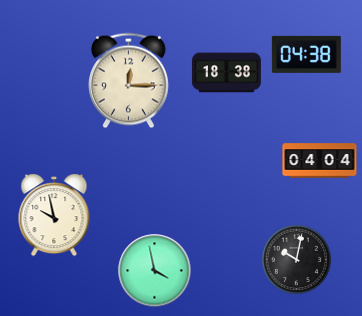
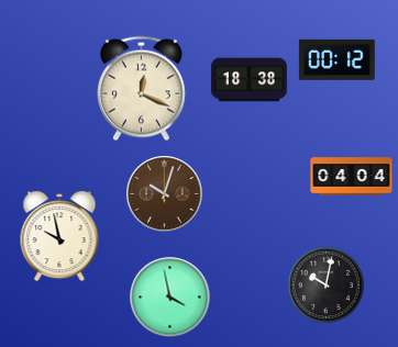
clock at (306, 54): 04:38 -> 00:12
clock at (129, 81): 12:15 -> 12:19
clock at (165, 194): none -> 10:03
